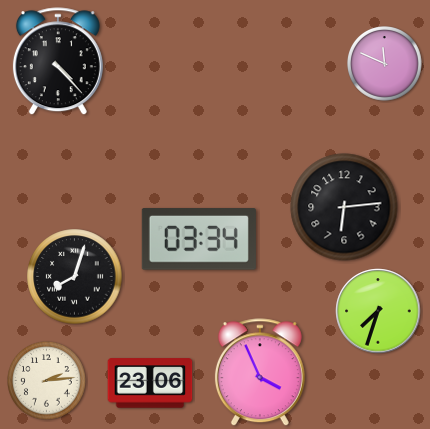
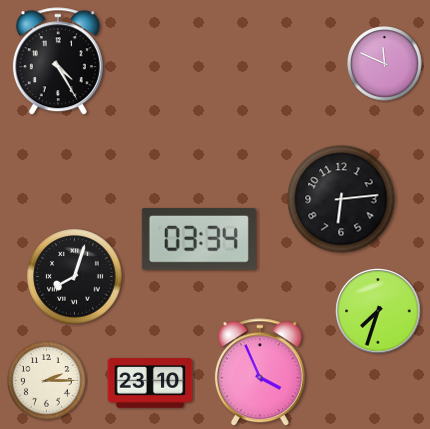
clock at (58, 62): 4:23 -> 4:25
clock at (344, 207) position: (344, 207) -> (341, 199)
clock at (47, 381): 2:14 -> 2:15
clock at (150, 383): 23:06 -> 23:10
